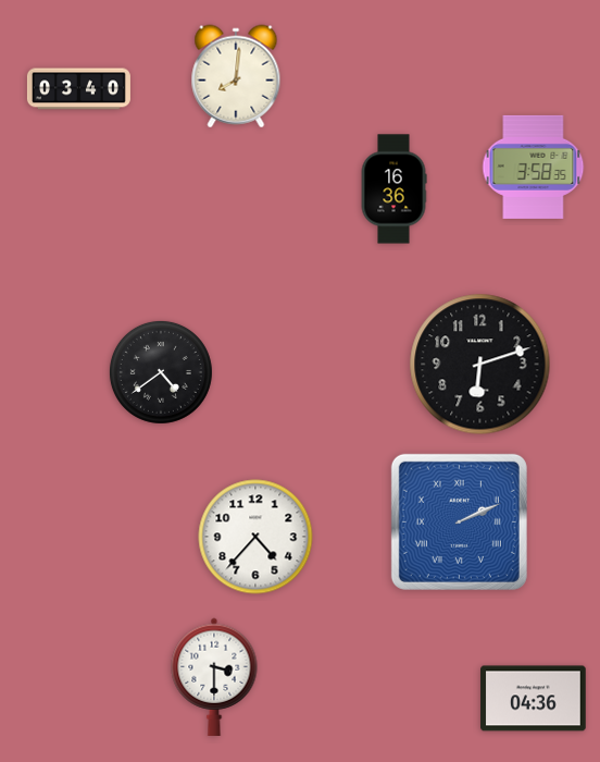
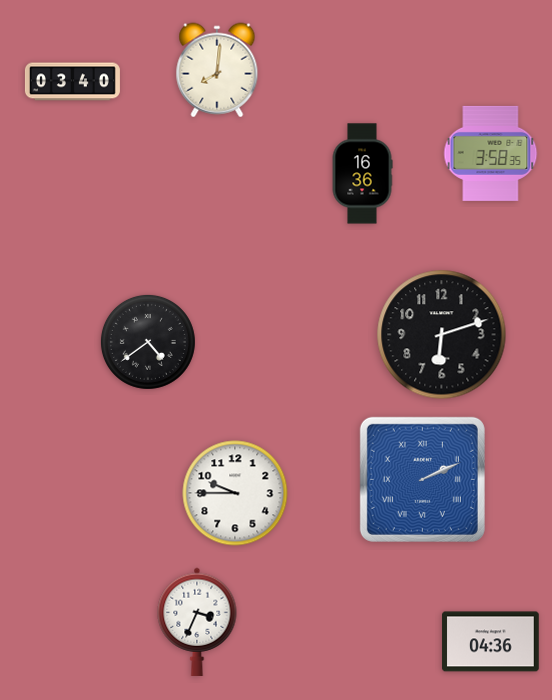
clock at (255, 537): 4:37 -> 9:45
clock at (214, 677): 3:30 -> 3:34
